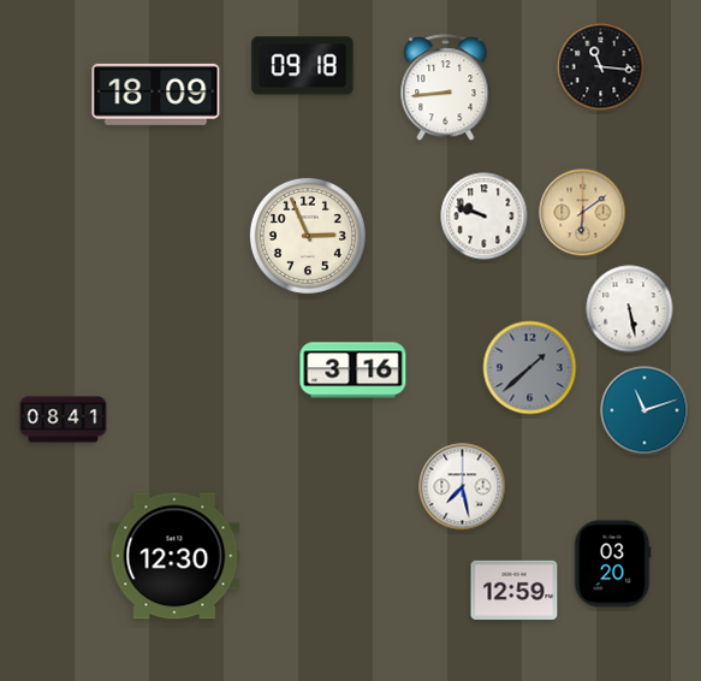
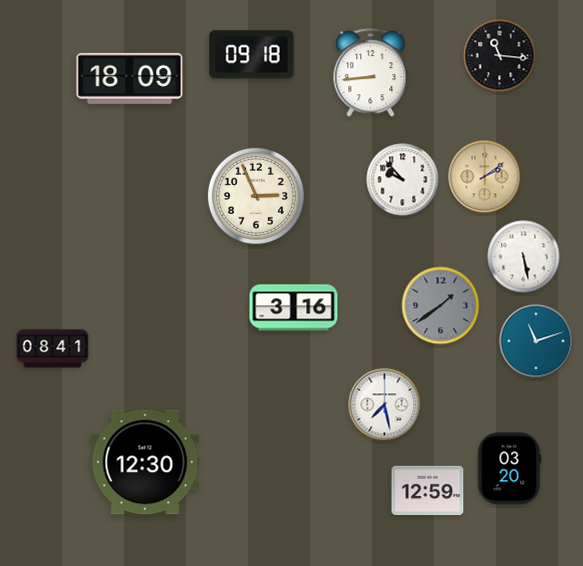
clock at (583, 213): 6:09 -> 2:09
clock at (485, 217): 9:48 -> 9:53
clock at (530, 368): 1:38 -> 1:39
